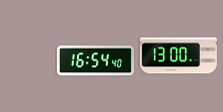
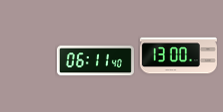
clock at (95, 61): 16:54 -> 06:11
